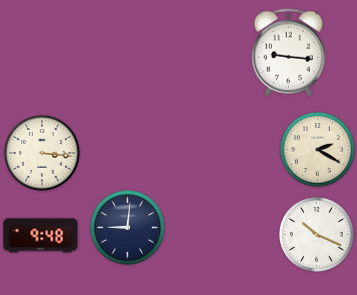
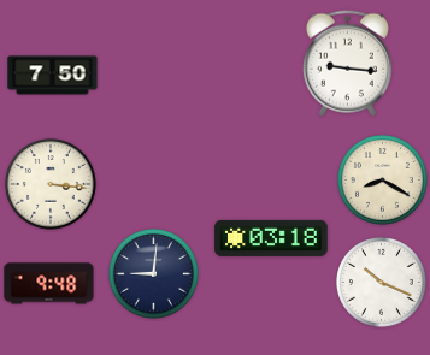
clock at (53, 76): none -> 7:50
clock at (318, 150): 2:20 -> 8:20
clock at (271, 238): none -> 03:18
